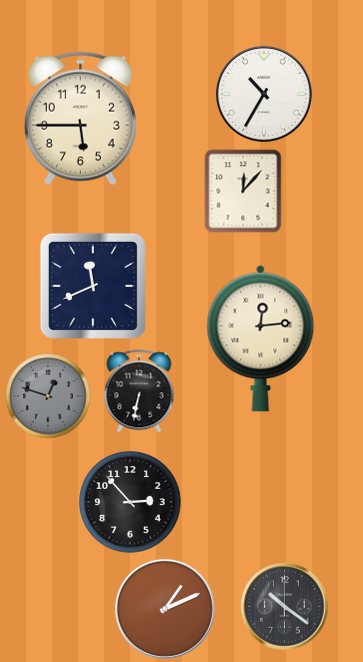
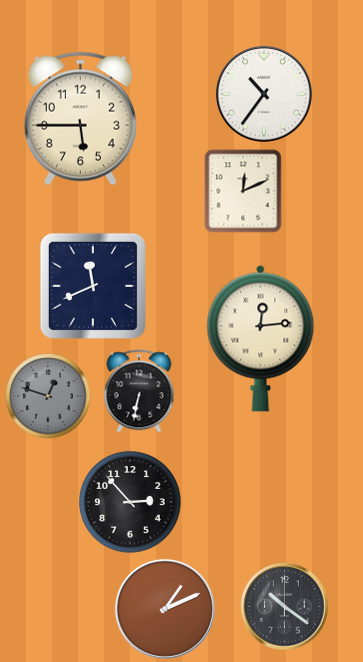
clock at (264, 94): 10:35 -> 10:36
clock at (243, 191): 12:07 -> 12:11
